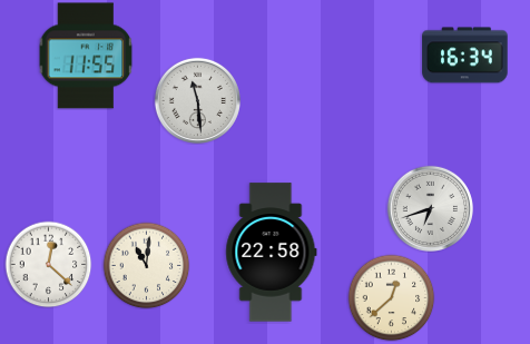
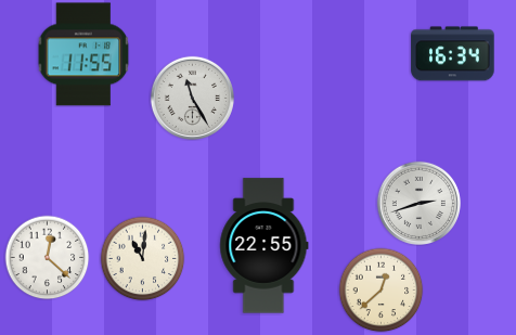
clock at (197, 100): 11:29 -> 11:25
clock at (430, 208): 6:42 -> 2:42
clock at (272, 253): 22:58 -> 22:55
